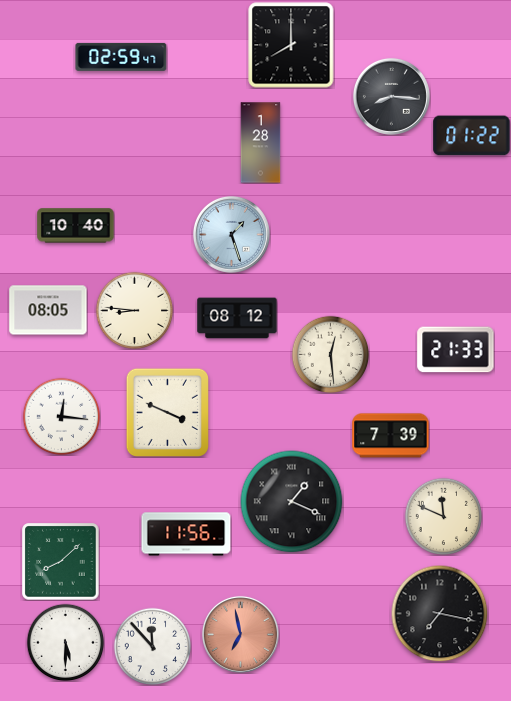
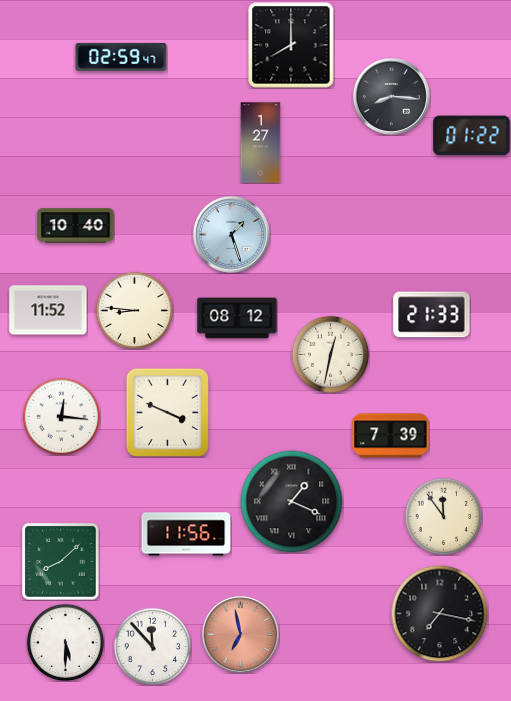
clock at (261, 143): 1:28 -> 1:27
clock at (48, 310): 08:05 -> 11:52
clock at (456, 350) position: (456, 350) -> (432, 315)
clock at (330, 354): 12:29 -> 12:32
clock at (443, 516): 11:49 -> 11:54
